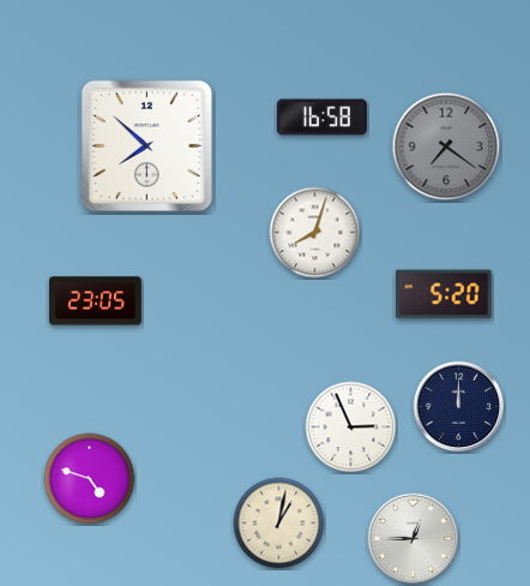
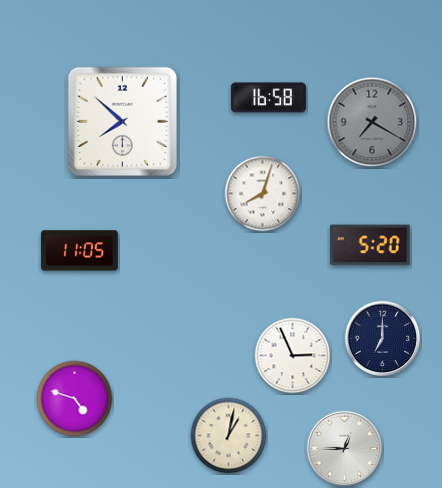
clock at (446, 146): 7:21 -> 7:20
clock at (95, 301): 23:05 -> 11:05
clock at (459, 407): 12:00 -> 7:00
clock at (279, 524) position: (279, 524) -> (229, 436)
